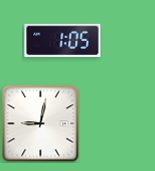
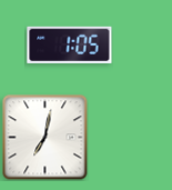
clock at (41, 124): 9:02 -> 7:02
